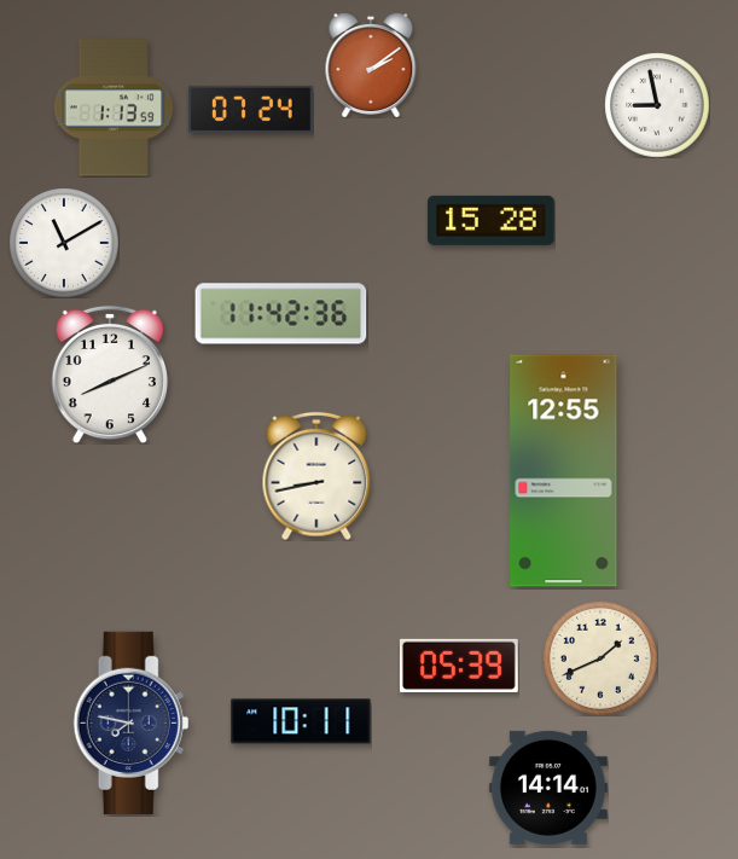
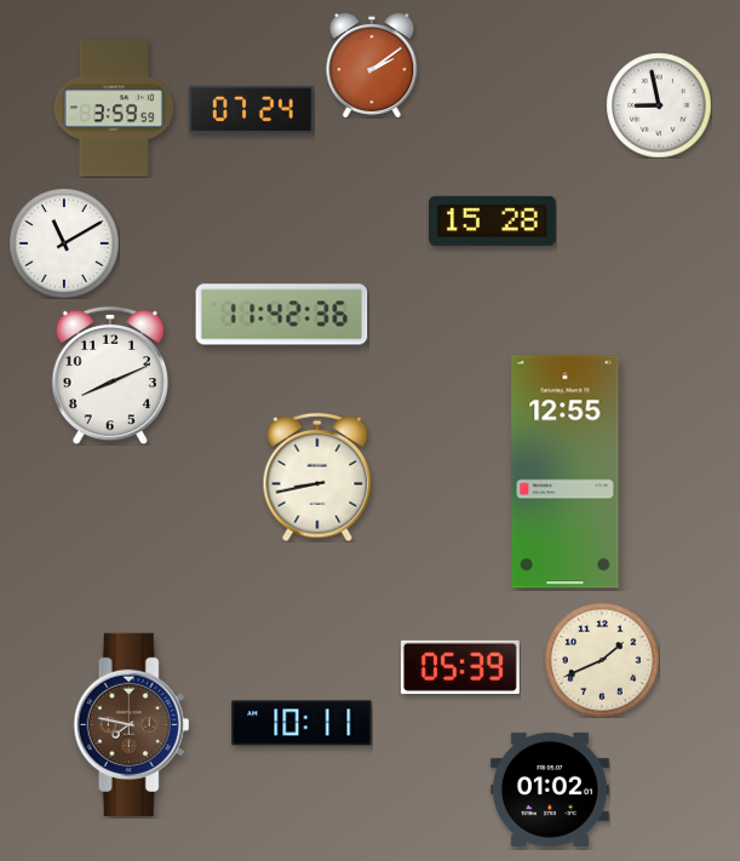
clock at (114, 108): 1:13 -> 3:59
clock at (132, 722) dial: navy -> brown
clock at (548, 788): 14:14 -> 01:02
